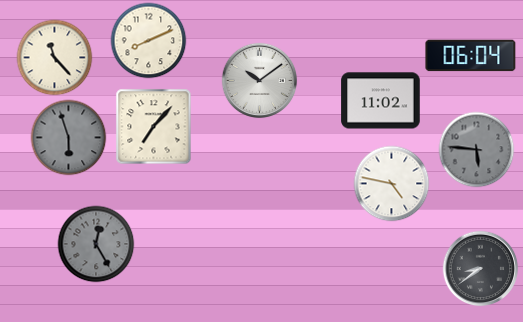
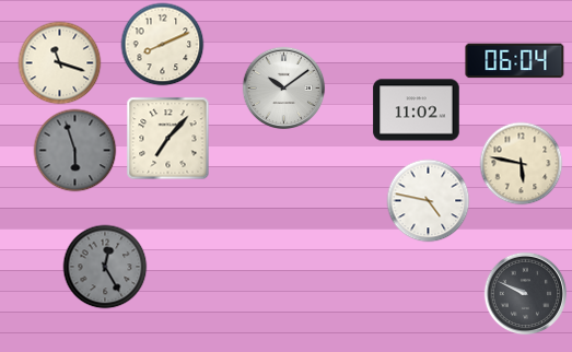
clock at (55, 58): 11:23 -> 11:18
clock at (477, 150): 5:46 -> 5:47
clock at (477, 150) dial: grey -> cream
clock at (481, 269): 8:39 -> 9:49
